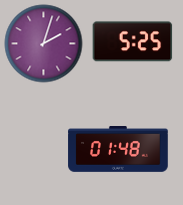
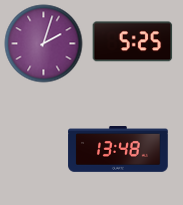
clock at (118, 149): 01:48 -> 13:48
